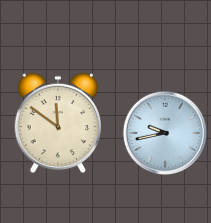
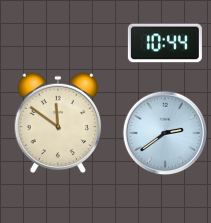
clock at (165, 43): none -> 10:44
clock at (165, 133): 9:43 -> 2:39
